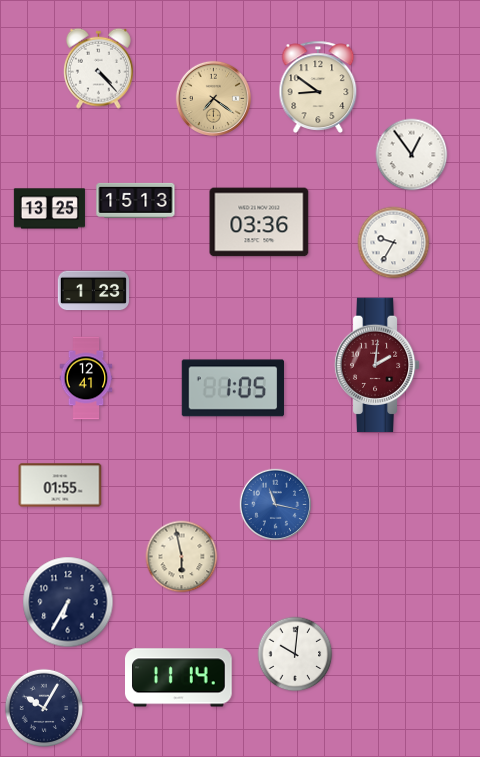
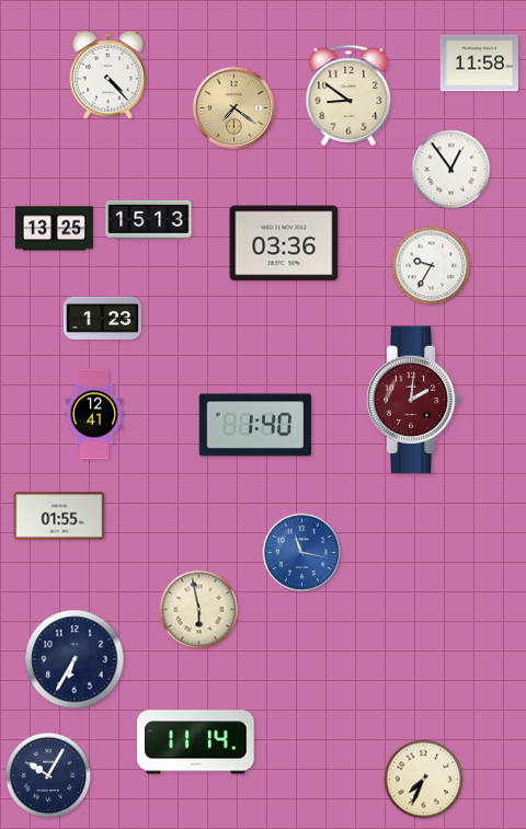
clock at (479, 64): none -> 11:58
clock at (232, 388): 1:05 -> 1:40
clock at (60, 485) position: (60, 485) -> (59, 516)
clock at (295, 654): 10:01 -> none
clock at (424, 780): none -> 7:34
